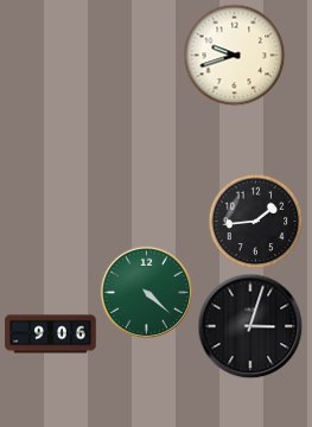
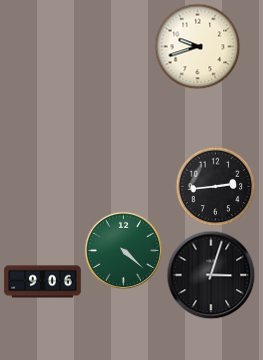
clock at (255, 221): 1:44 -> 2:44
clock at (146, 292) position: (146, 292) -> (123, 250)
